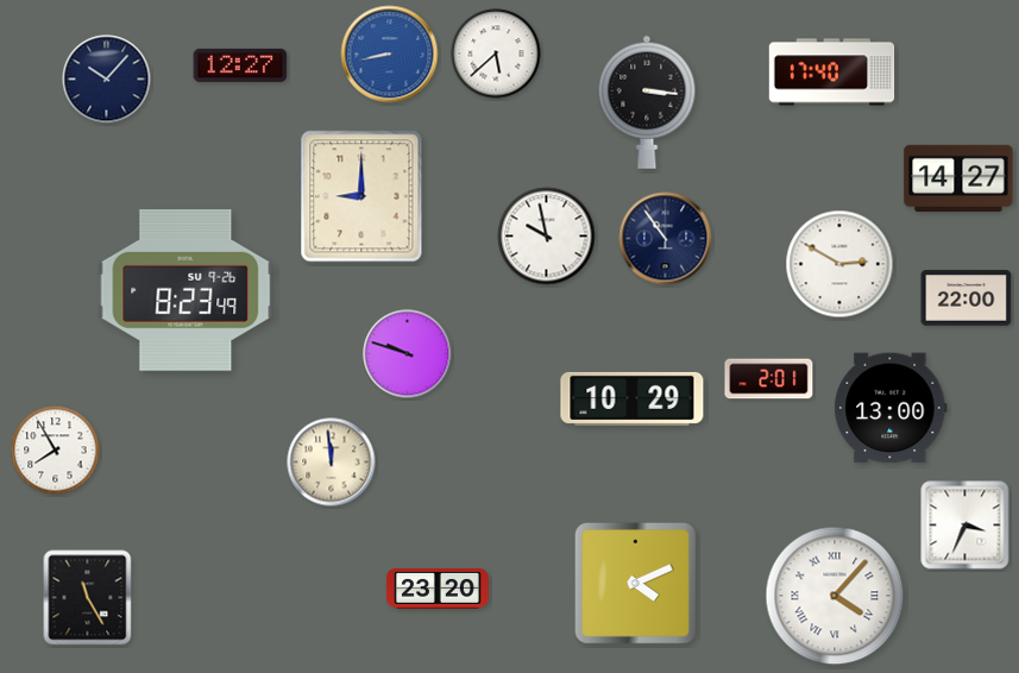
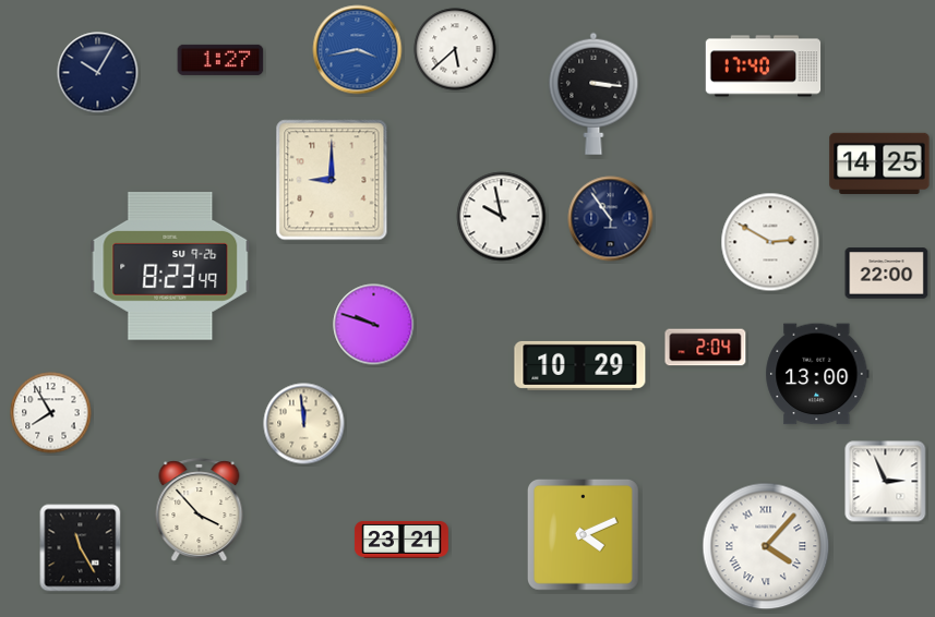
clock at (390, 55): 8:43 -> 3:43
clock at (240, 65): 12:27 -> 1:27
clock at (107, 80): 10:07 -> 10:05
clock at (958, 178): 14:27 -> 14:25
clock at (769, 379): 2:01 -> 2:04
clock at (965, 526): 3:34 -> 2:56
clock at (200, 510): none -> 3:53
clock at (438, 589): 23:20 -> 23:21
